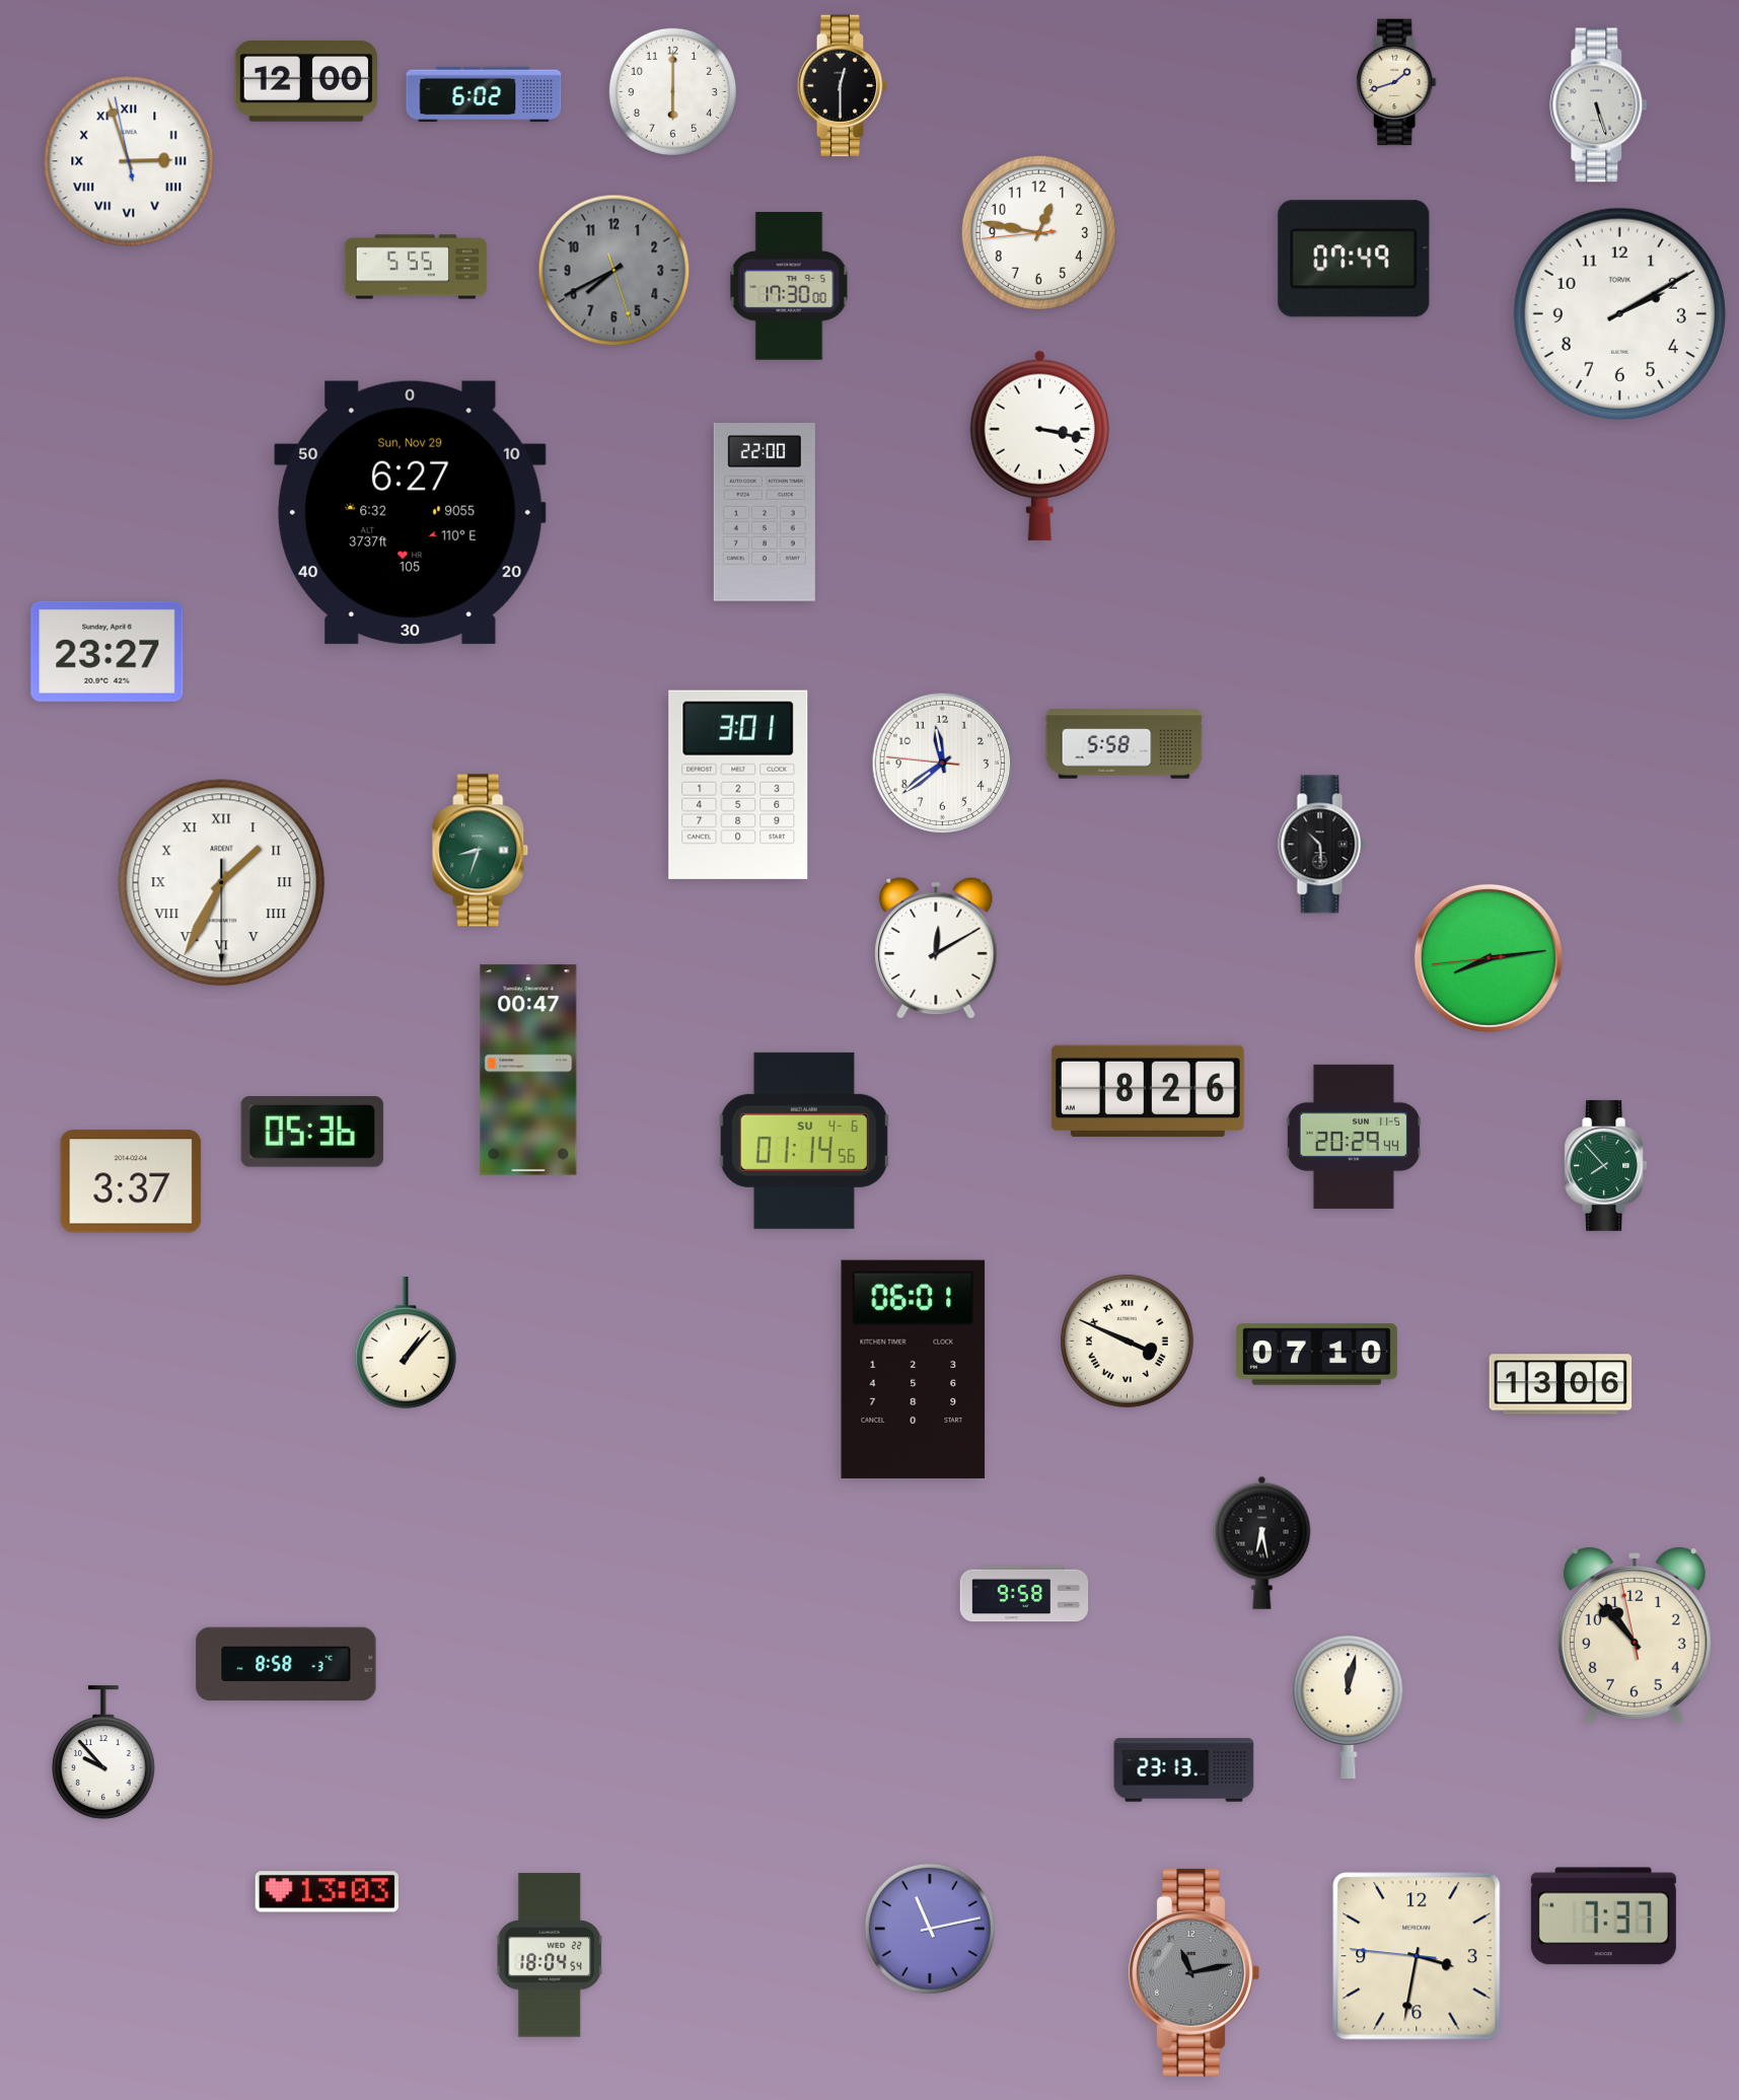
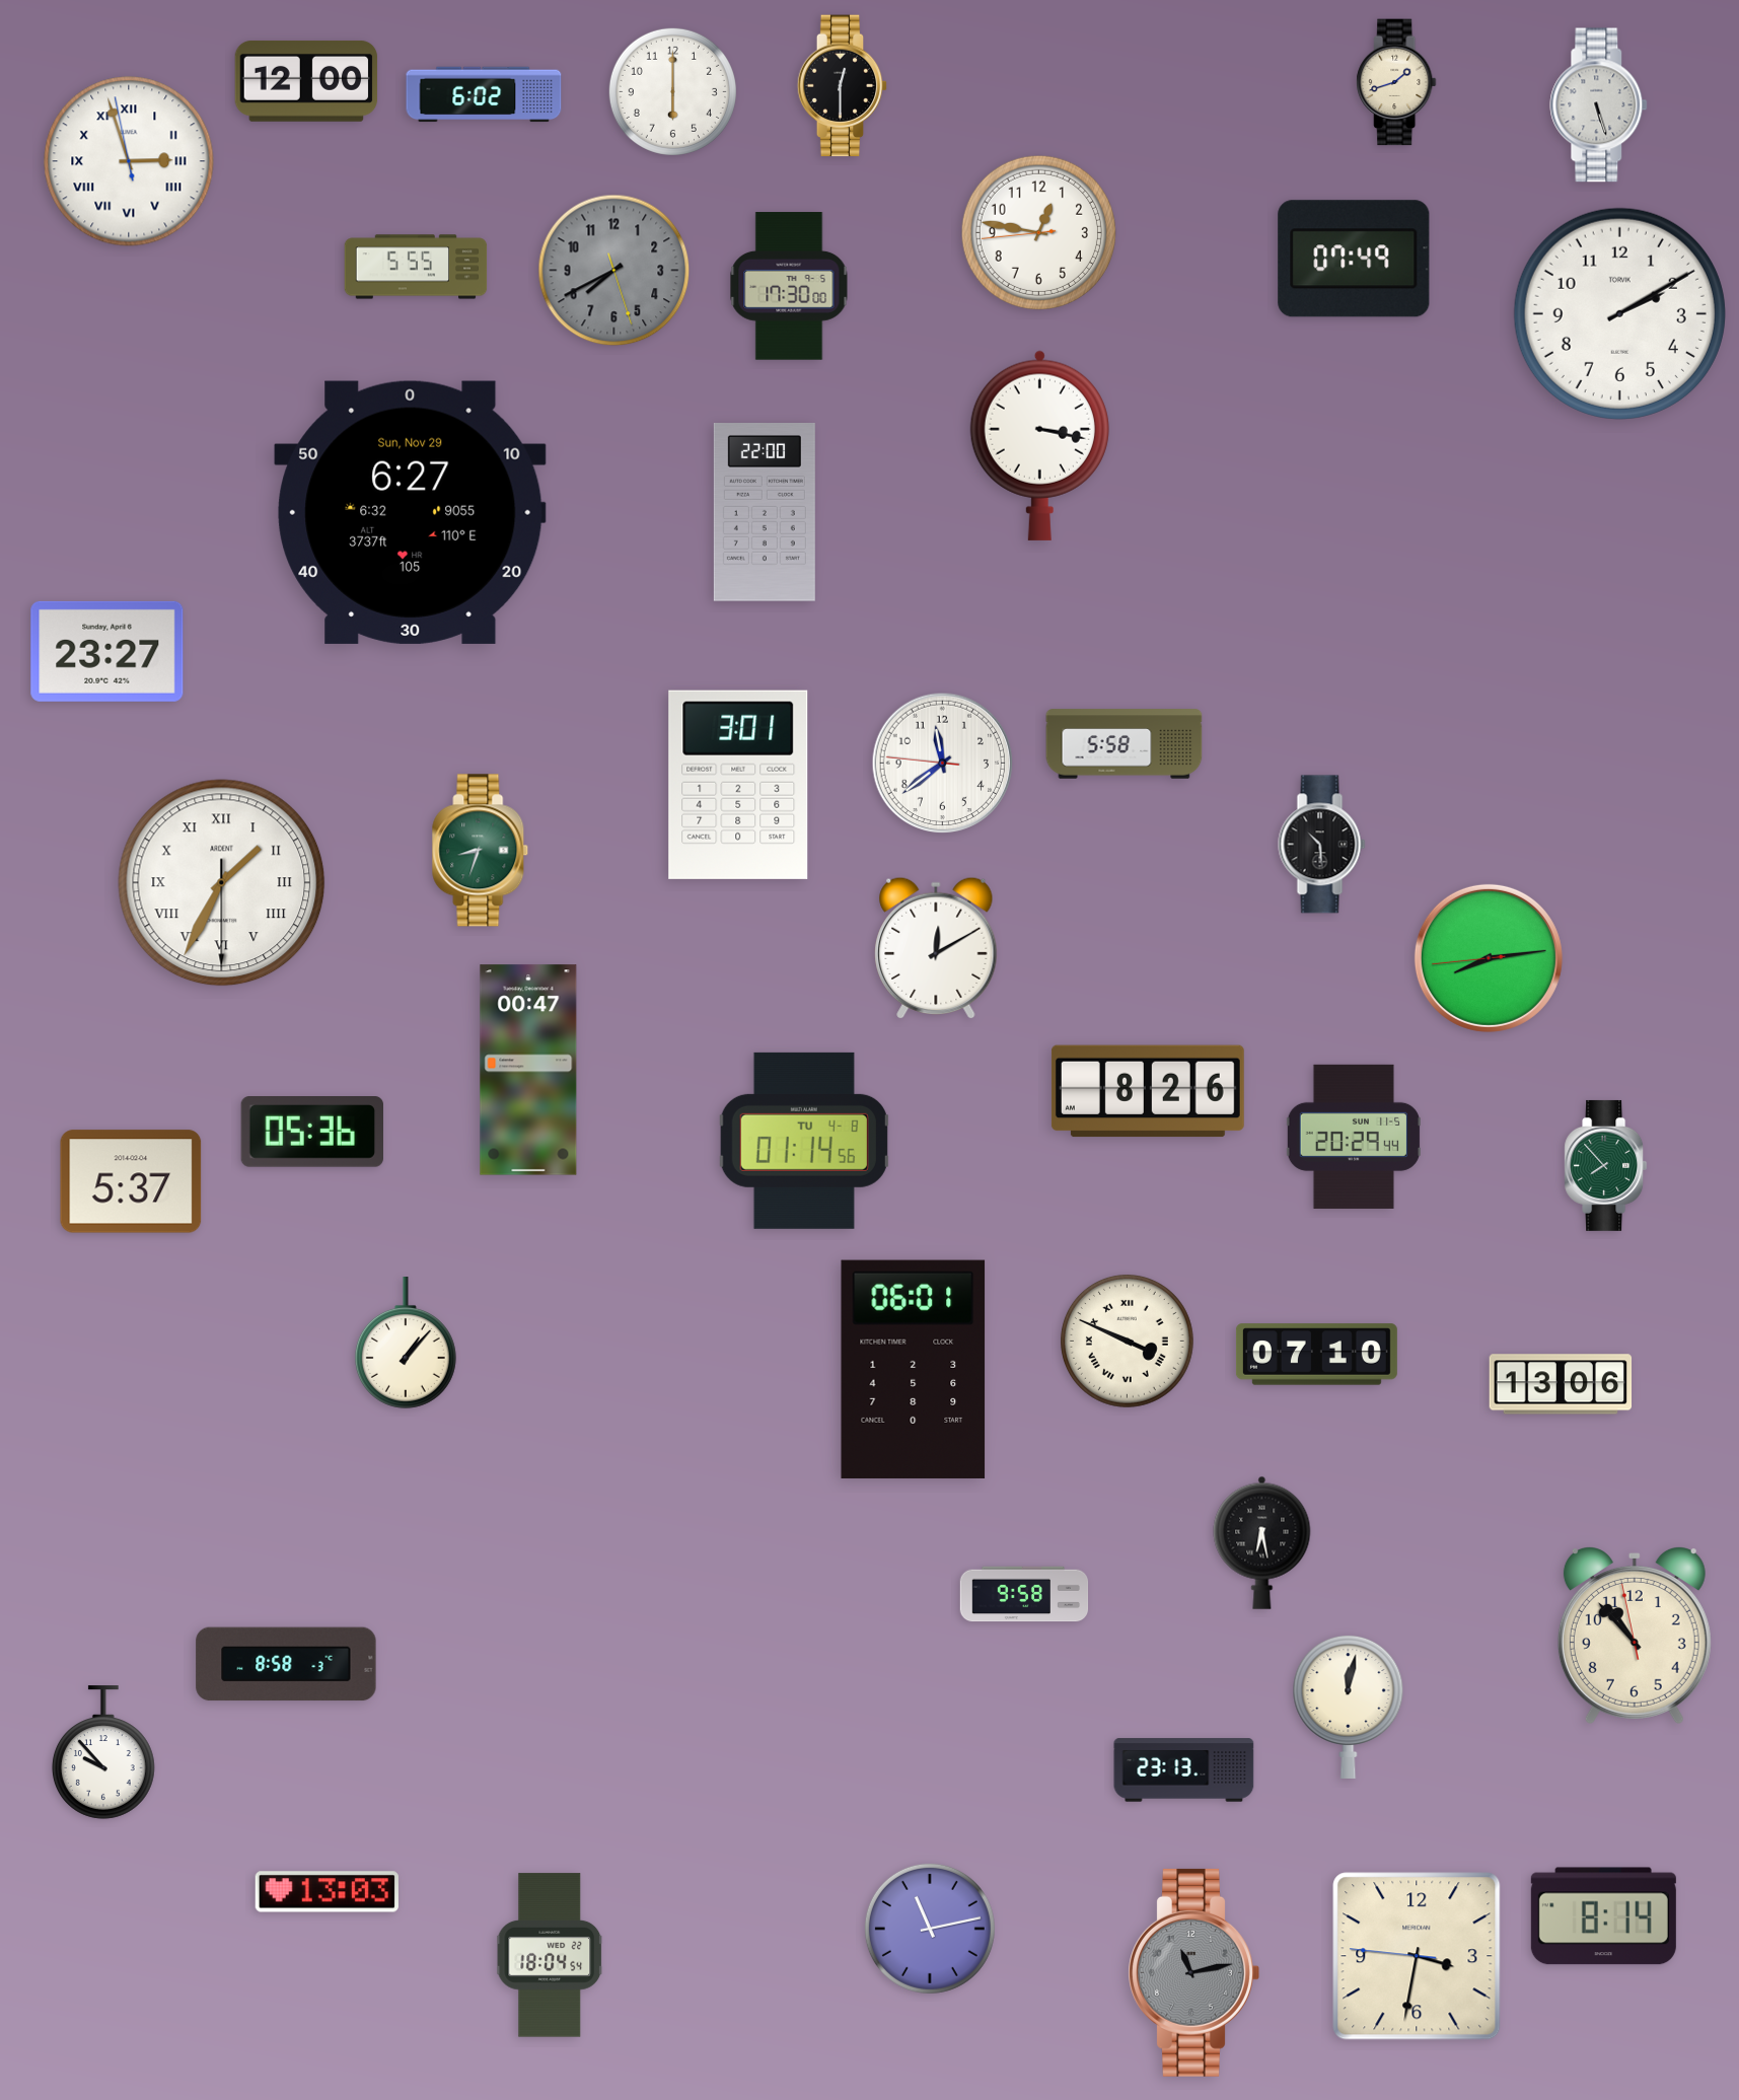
clock at (804, 1141) date: SU 4-6 -> TU 4-8
clock at (131, 1181): 3:37 -> 5:37
clock at (1603, 1916): 7:37 -> 8:14
